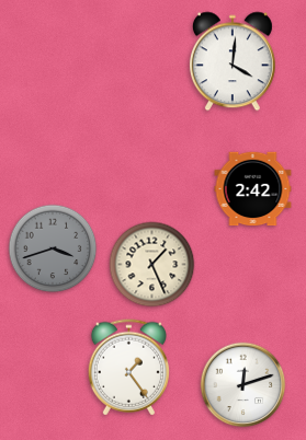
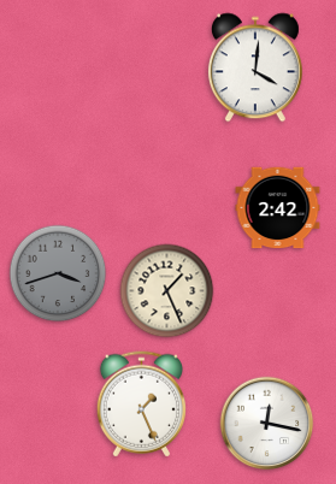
clock at (128, 368): 1:24 -> 1:26
clock at (243, 385): 12:12 -> 12:17
